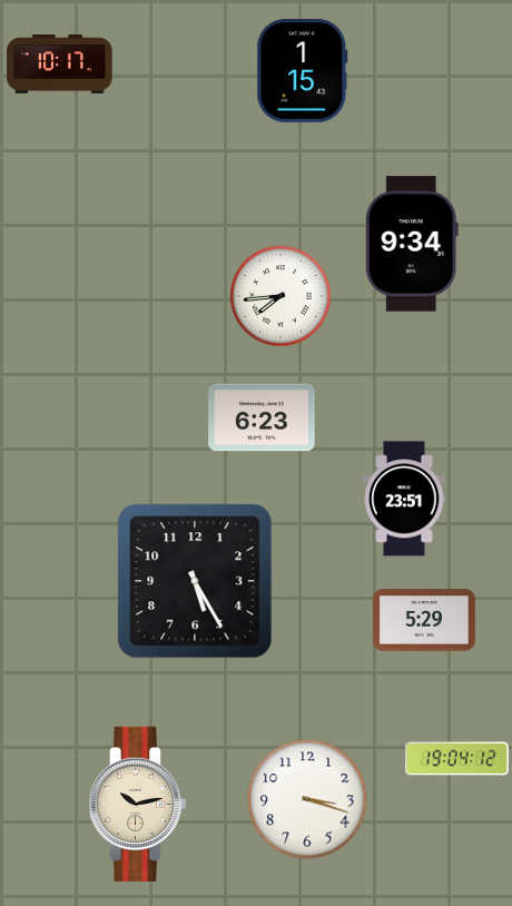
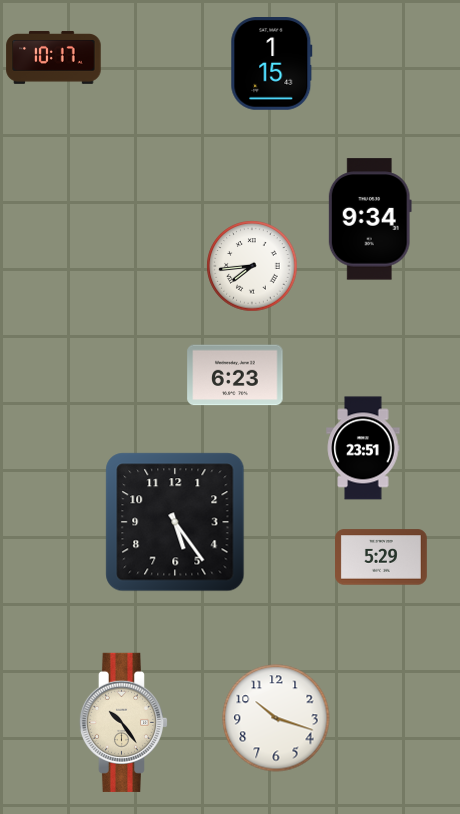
clock at (195, 581): 5:25 -> 5:24
clock at (457, 759): 19:04 -> none
clock at (307, 799): 3:18 -> 10:18
clock at (137, 804): 10:13 -> 10:24
